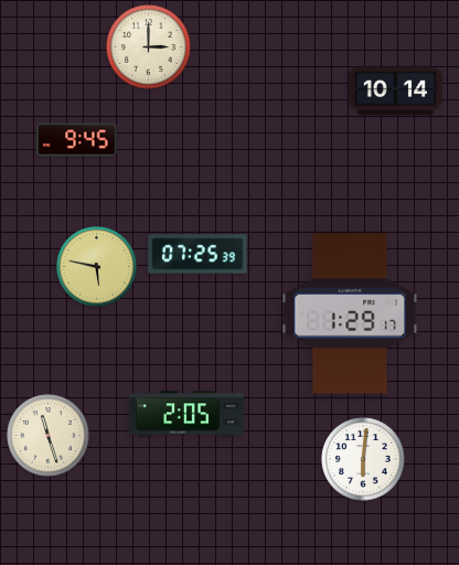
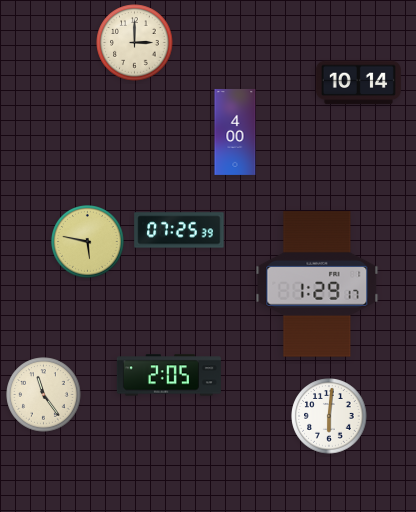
clock at (77, 140): 9:45 -> none
clock at (235, 132): none -> 4:00
clock at (49, 436): 11:27 -> 11:24
